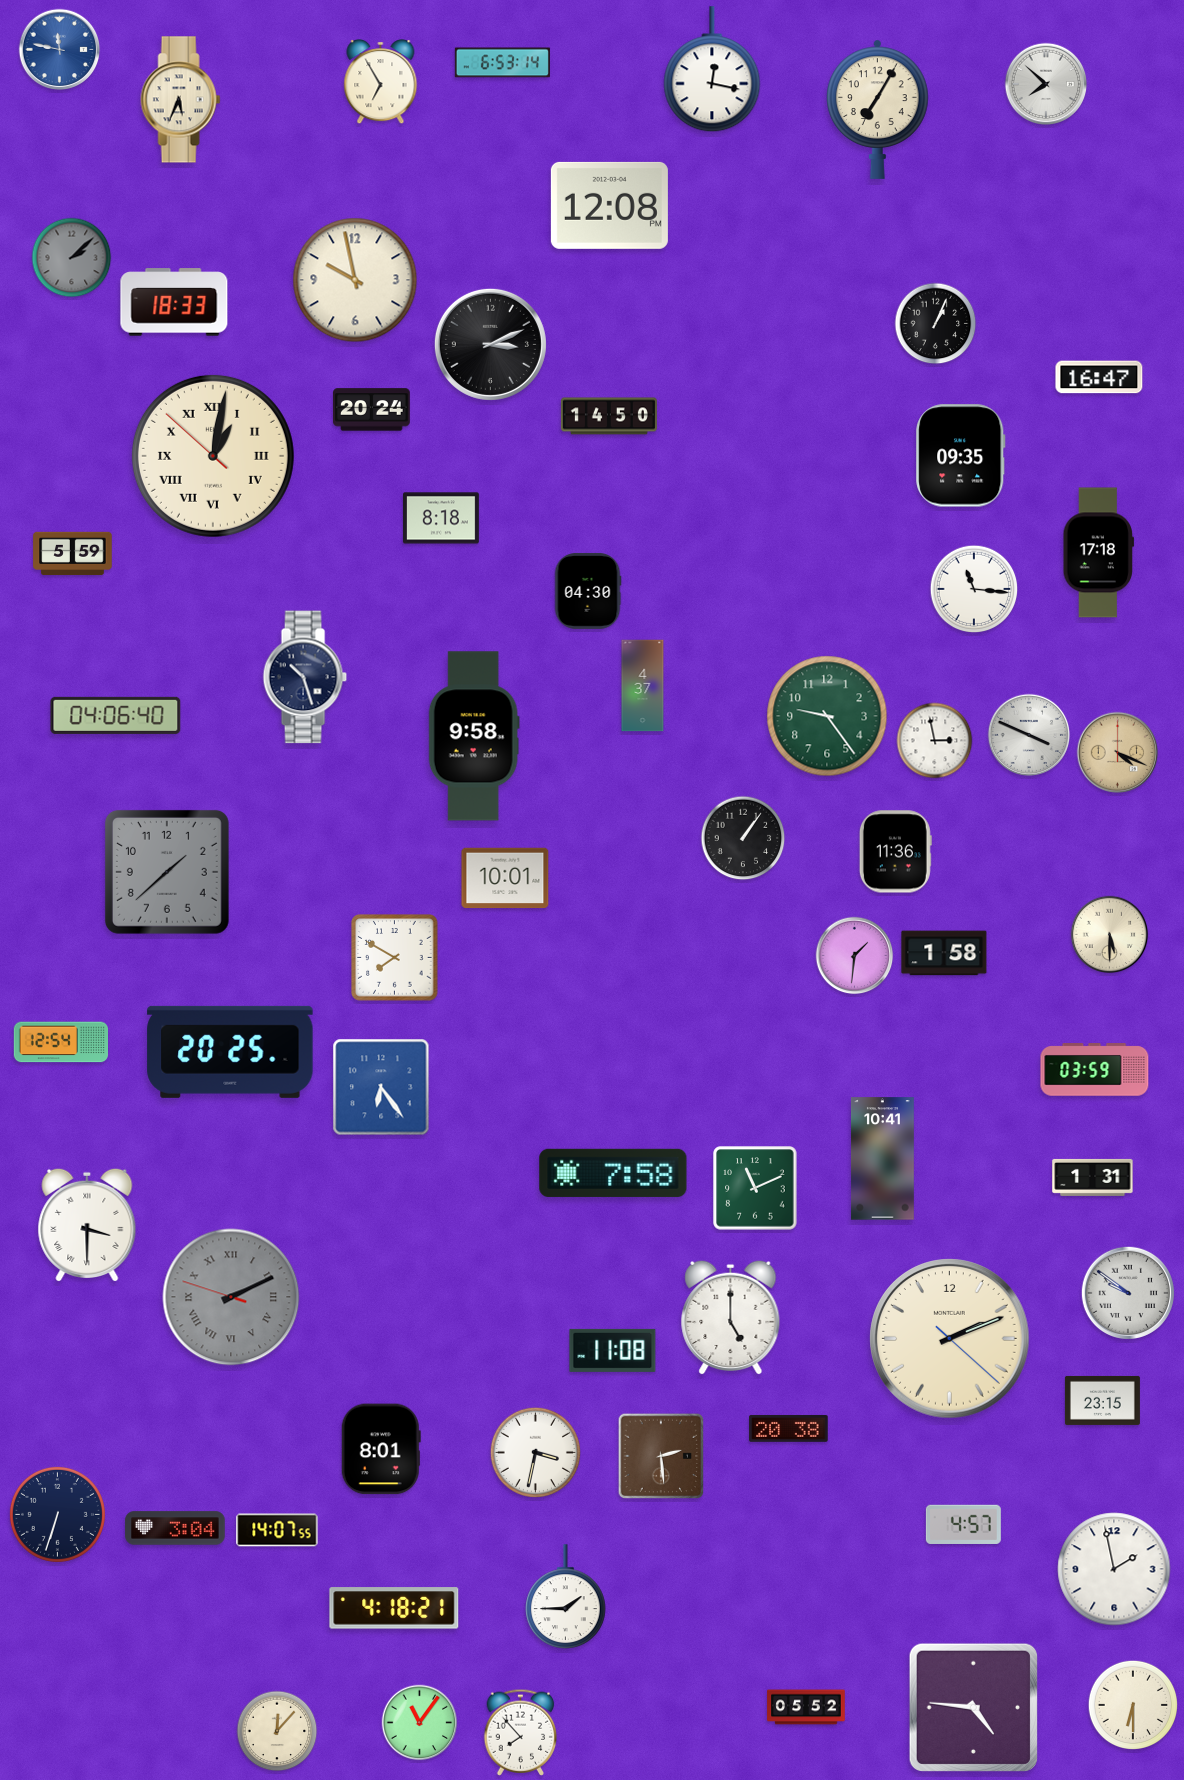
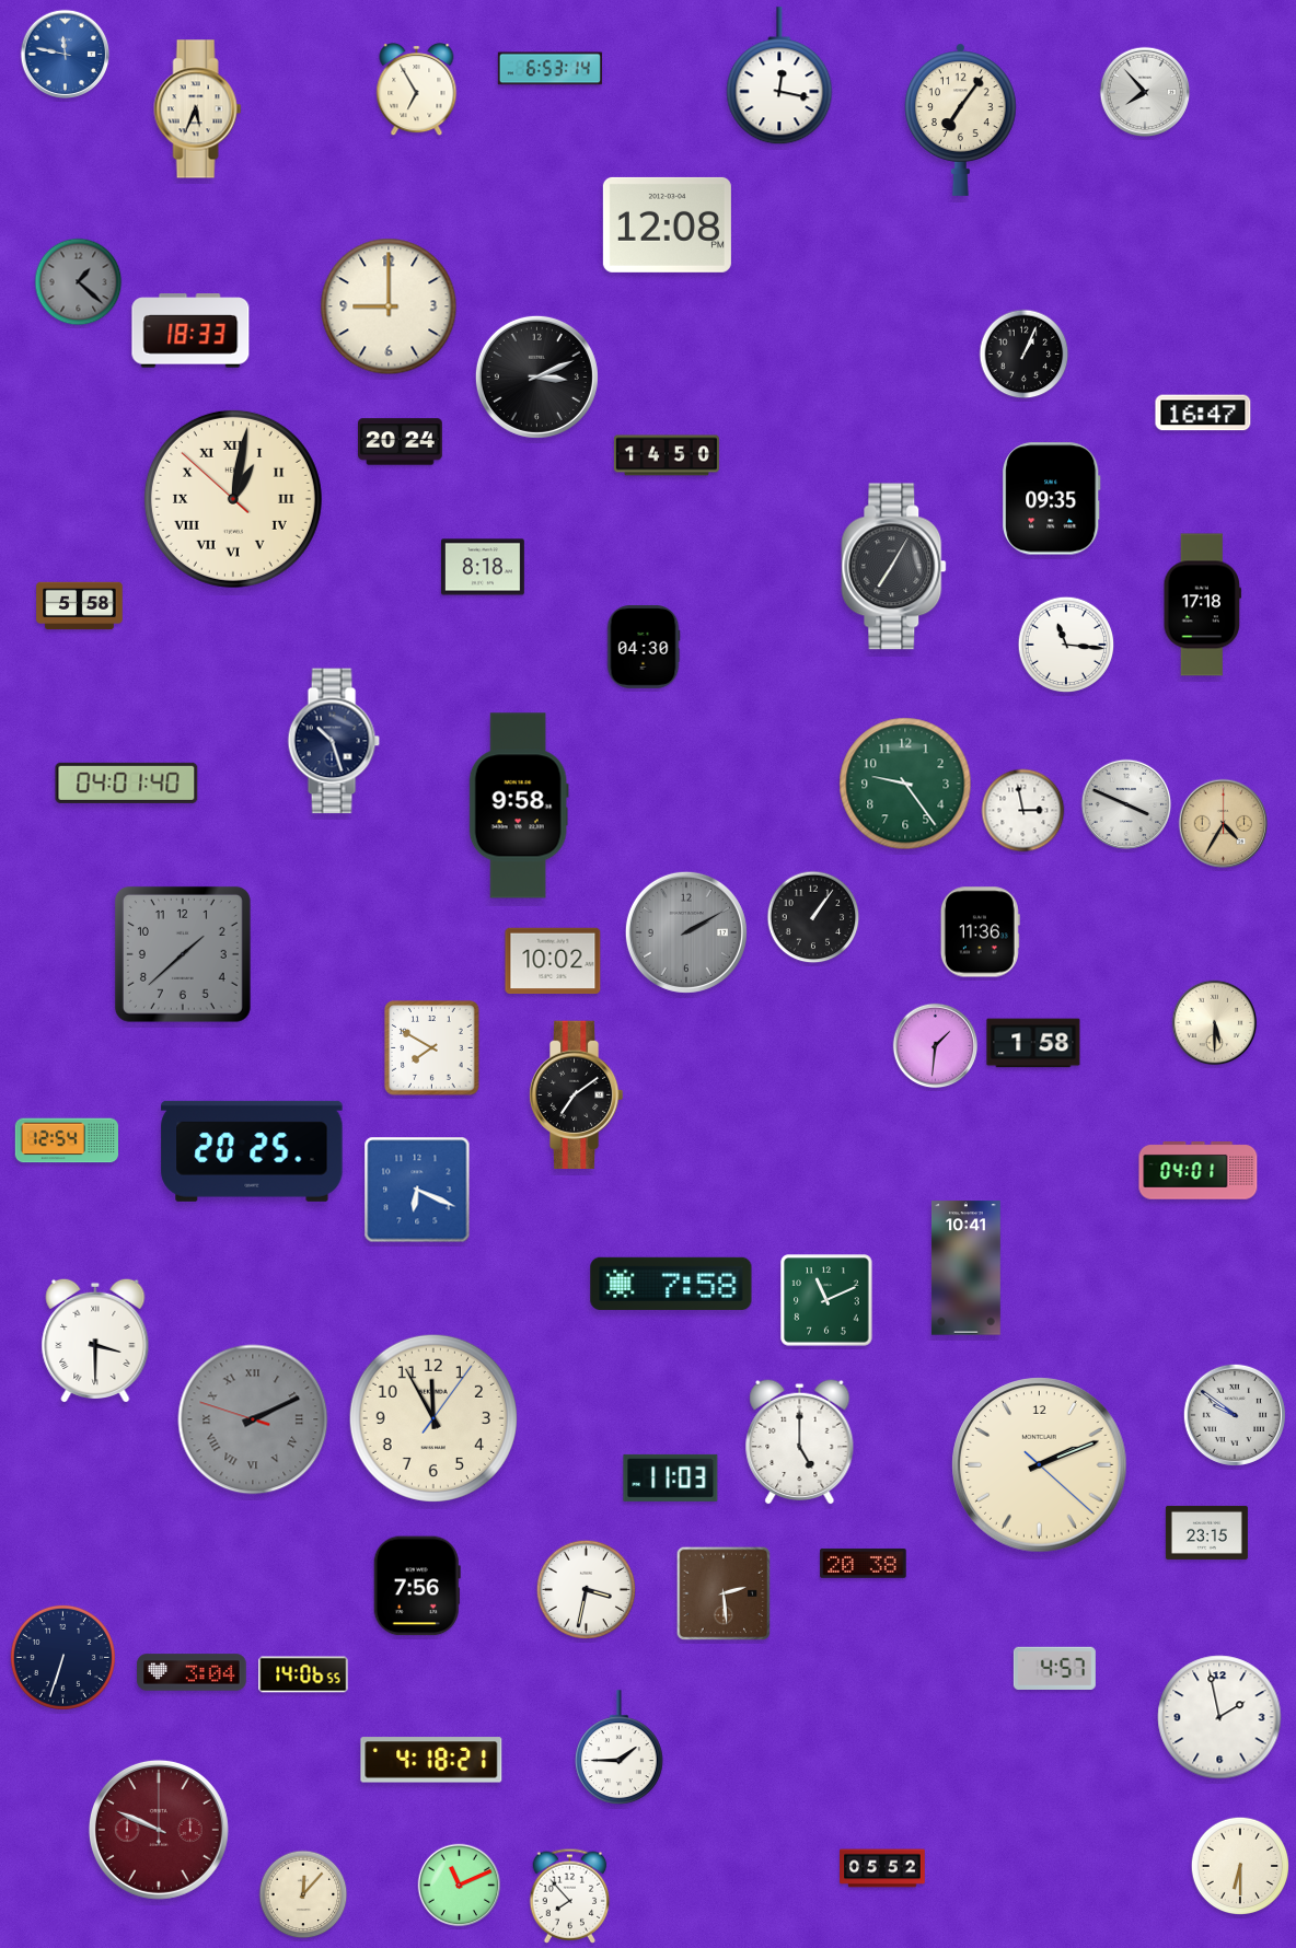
clock at (1046, 84): 7:52 -> 7:53
clock at (878, 109): 7:05 -> 7:06
clock at (72, 258): 2:08 -> 1:22
clock at (355, 280): 9:58 -> 9:00
clock at (372, 410) position: (372, 410) -> (401, 442)
clock at (894, 567): none -> 7:05
clock at (73, 554): 5:59 -> 5:58
clock at (643, 686): 4:37 -> none
clock at (116, 715): 04:06 -> 04:01
clock at (1118, 753): 4:19 -> 4:35
clock at (686, 932): none -> 2:10
clock at (505, 878): 10:01 -> 10:02
clock at (576, 1095): none -> 7:09
clock at (1095, 1070): 03:59 -> 04:01
clock at (381, 1087): 6:24 -> 6:19
clock at (1093, 1177): 1:31 -> none
clock at (433, 1418): none -> 11:55
clock at (613, 1350): 11:08 -> 11:03
clock at (381, 1449): 8:01 -> 7:56
clock at (277, 1530): 14:07 -> 14:06
clock at (159, 1830): none -> 9:49
clock at (973, 1707): 4:46 -> none
clock at (420, 1723): 11:06 -> 11:11
